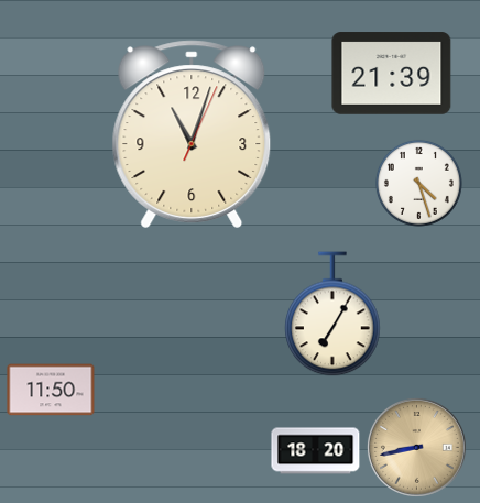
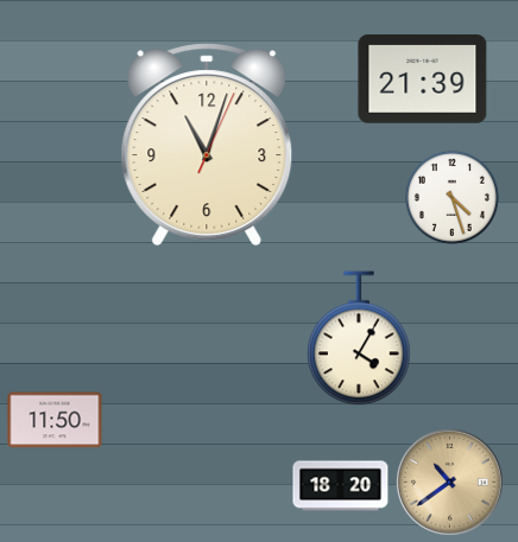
clock at (332, 314): 7:05 -> 4:05
clock at (416, 447): 8:43 -> 10:39
